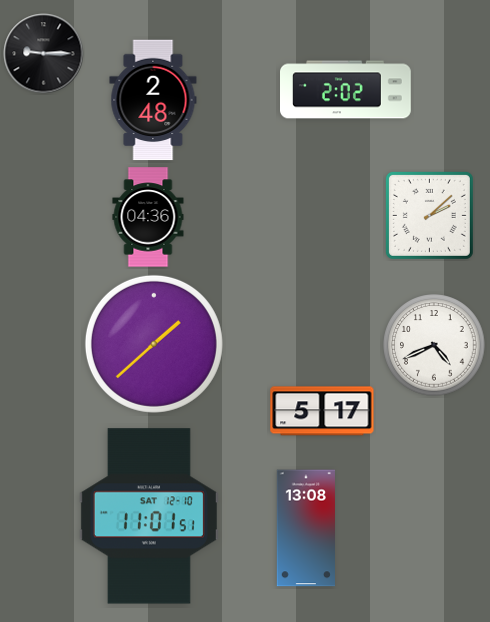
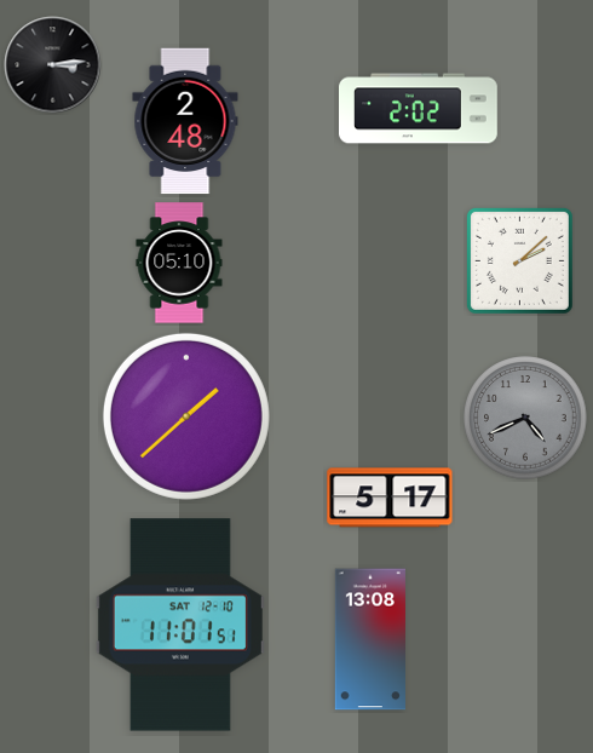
clock at (44, 54): 9:15 -> 3:14
clock at (148, 217): 04:36 -> 05:10
clock at (434, 345) dial: white -> grey
